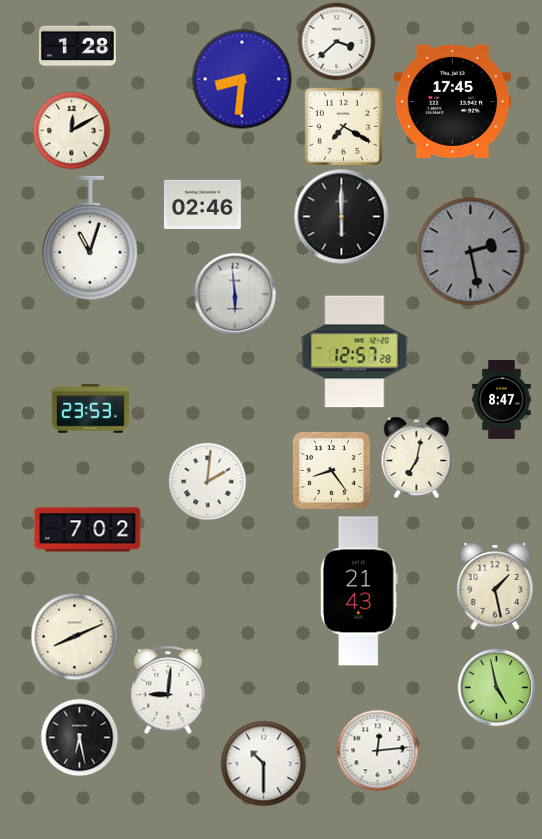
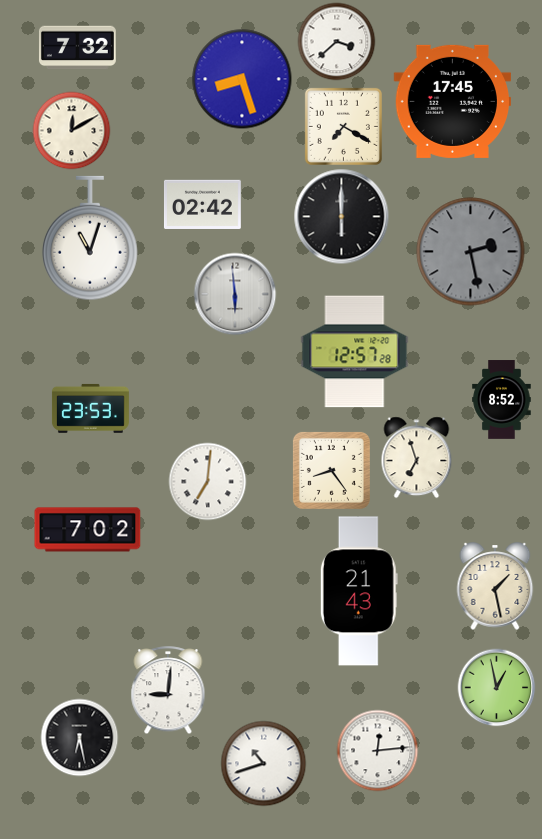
clock at (77, 48): 1:28 -> 7:32
clock at (242, 79): 8:31 -> 8:27
clock at (202, 204): 02:46 -> 02:42
clock at (502, 400): 8:47 -> 8:52
clock at (417, 457): 7:02 -> 6:57
clock at (207, 481): 2:01 -> 7:01
clock at (74, 636): 8:11 -> none
clock at (496, 687): 4:58 -> 12:58
clock at (263, 763): 10:30 -> 10:42
